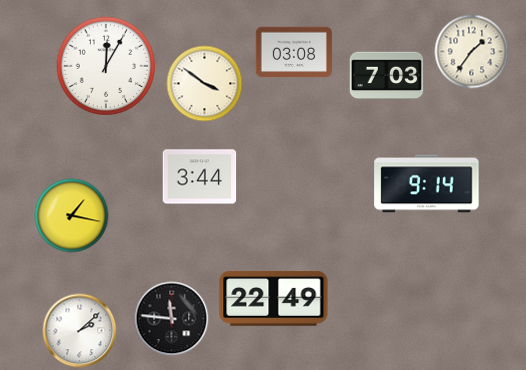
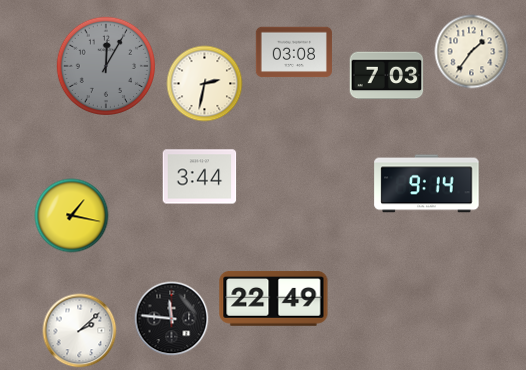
clock at (105, 65) dial: white -> grey
clock at (205, 84): 3:51 -> 2:32
